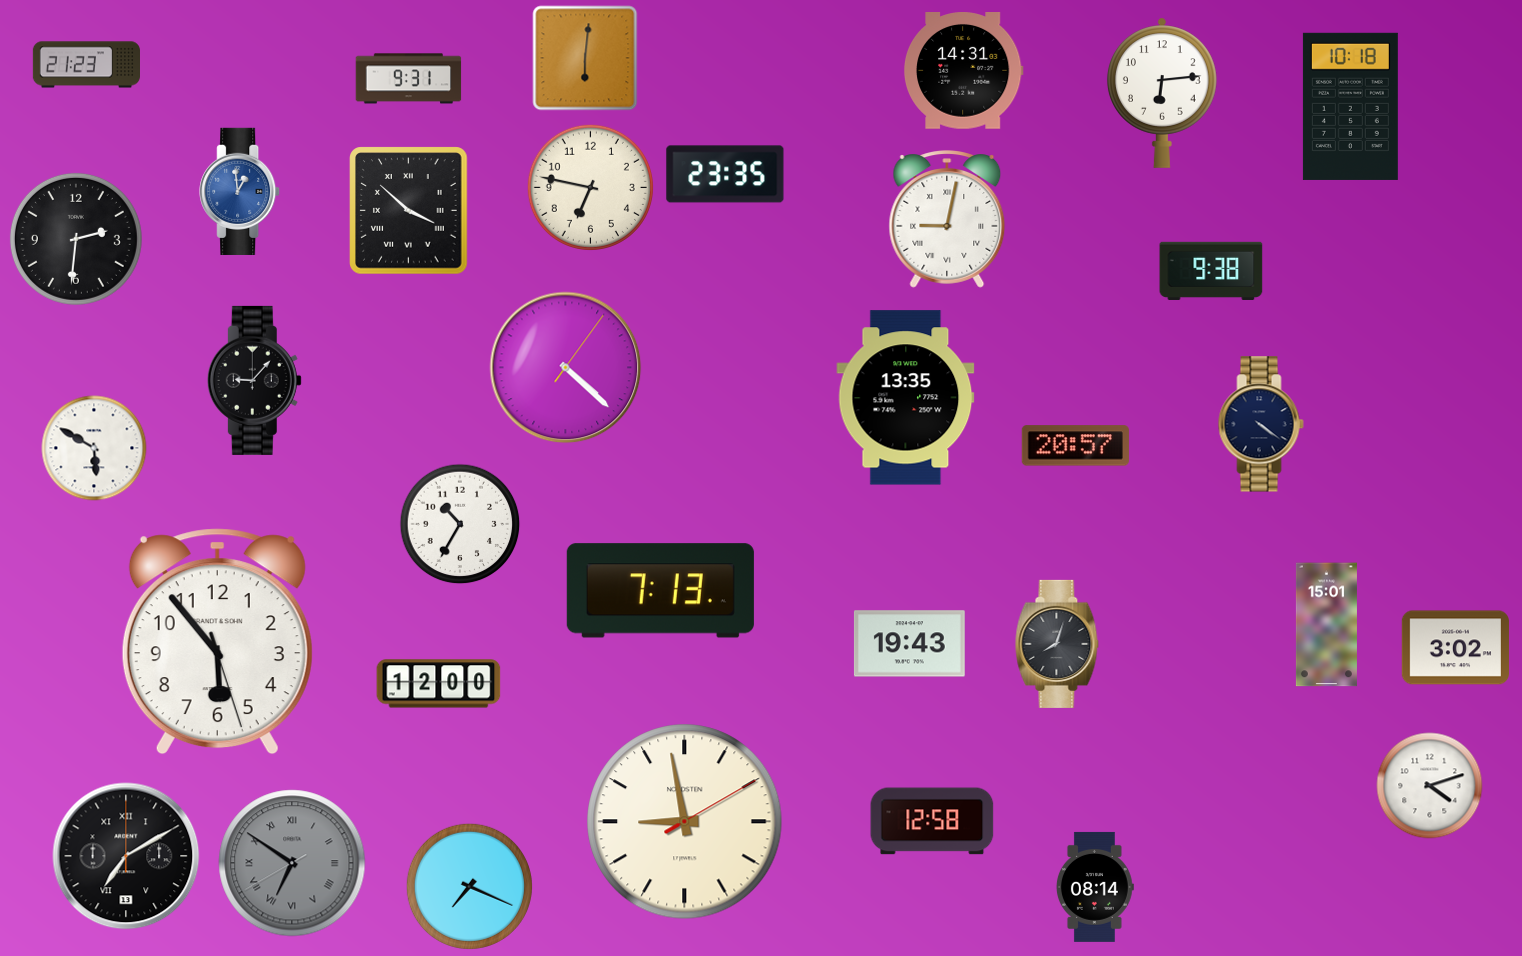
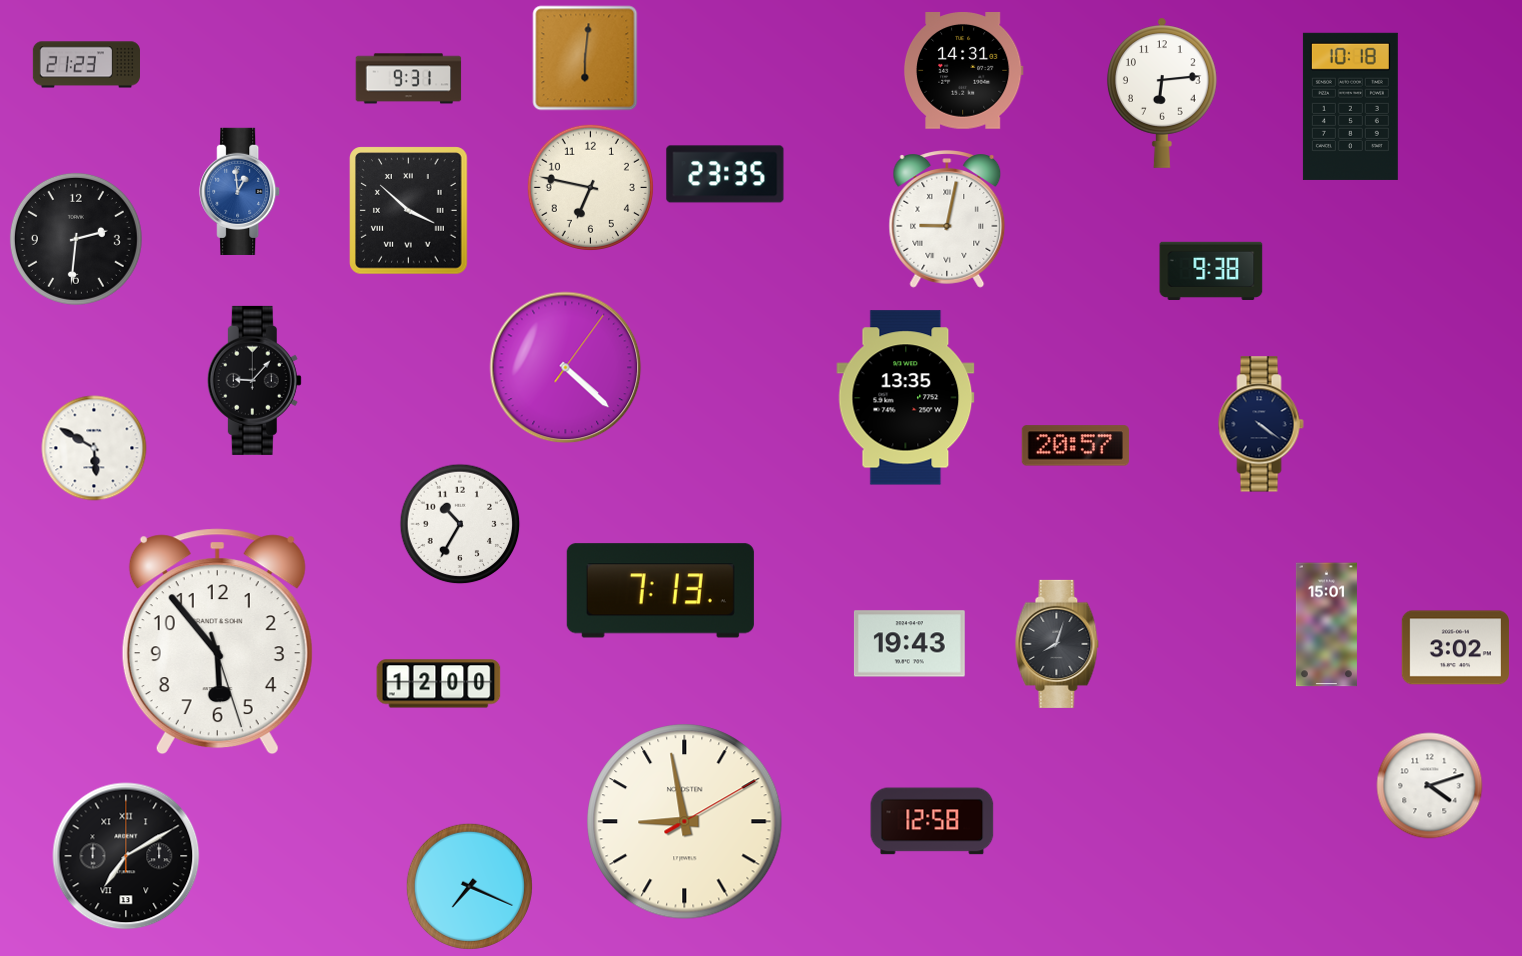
clock at (292, 863): 6:50 -> none
clock at (1095, 887): 08:14 -> none
